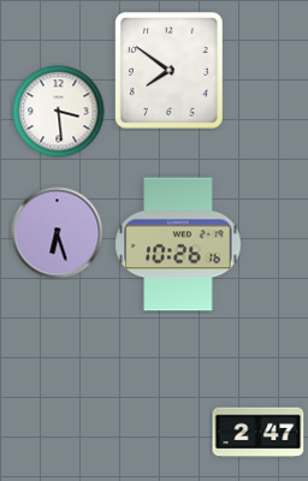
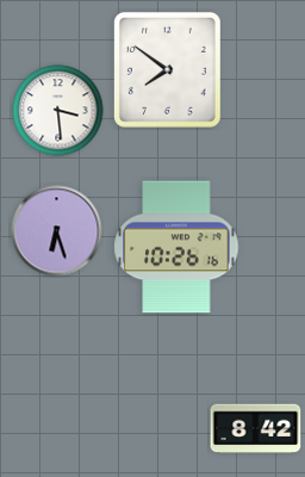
clock at (178, 244) position: (178, 244) -> (176, 247)
clock at (259, 433): 2:47 -> 8:42
